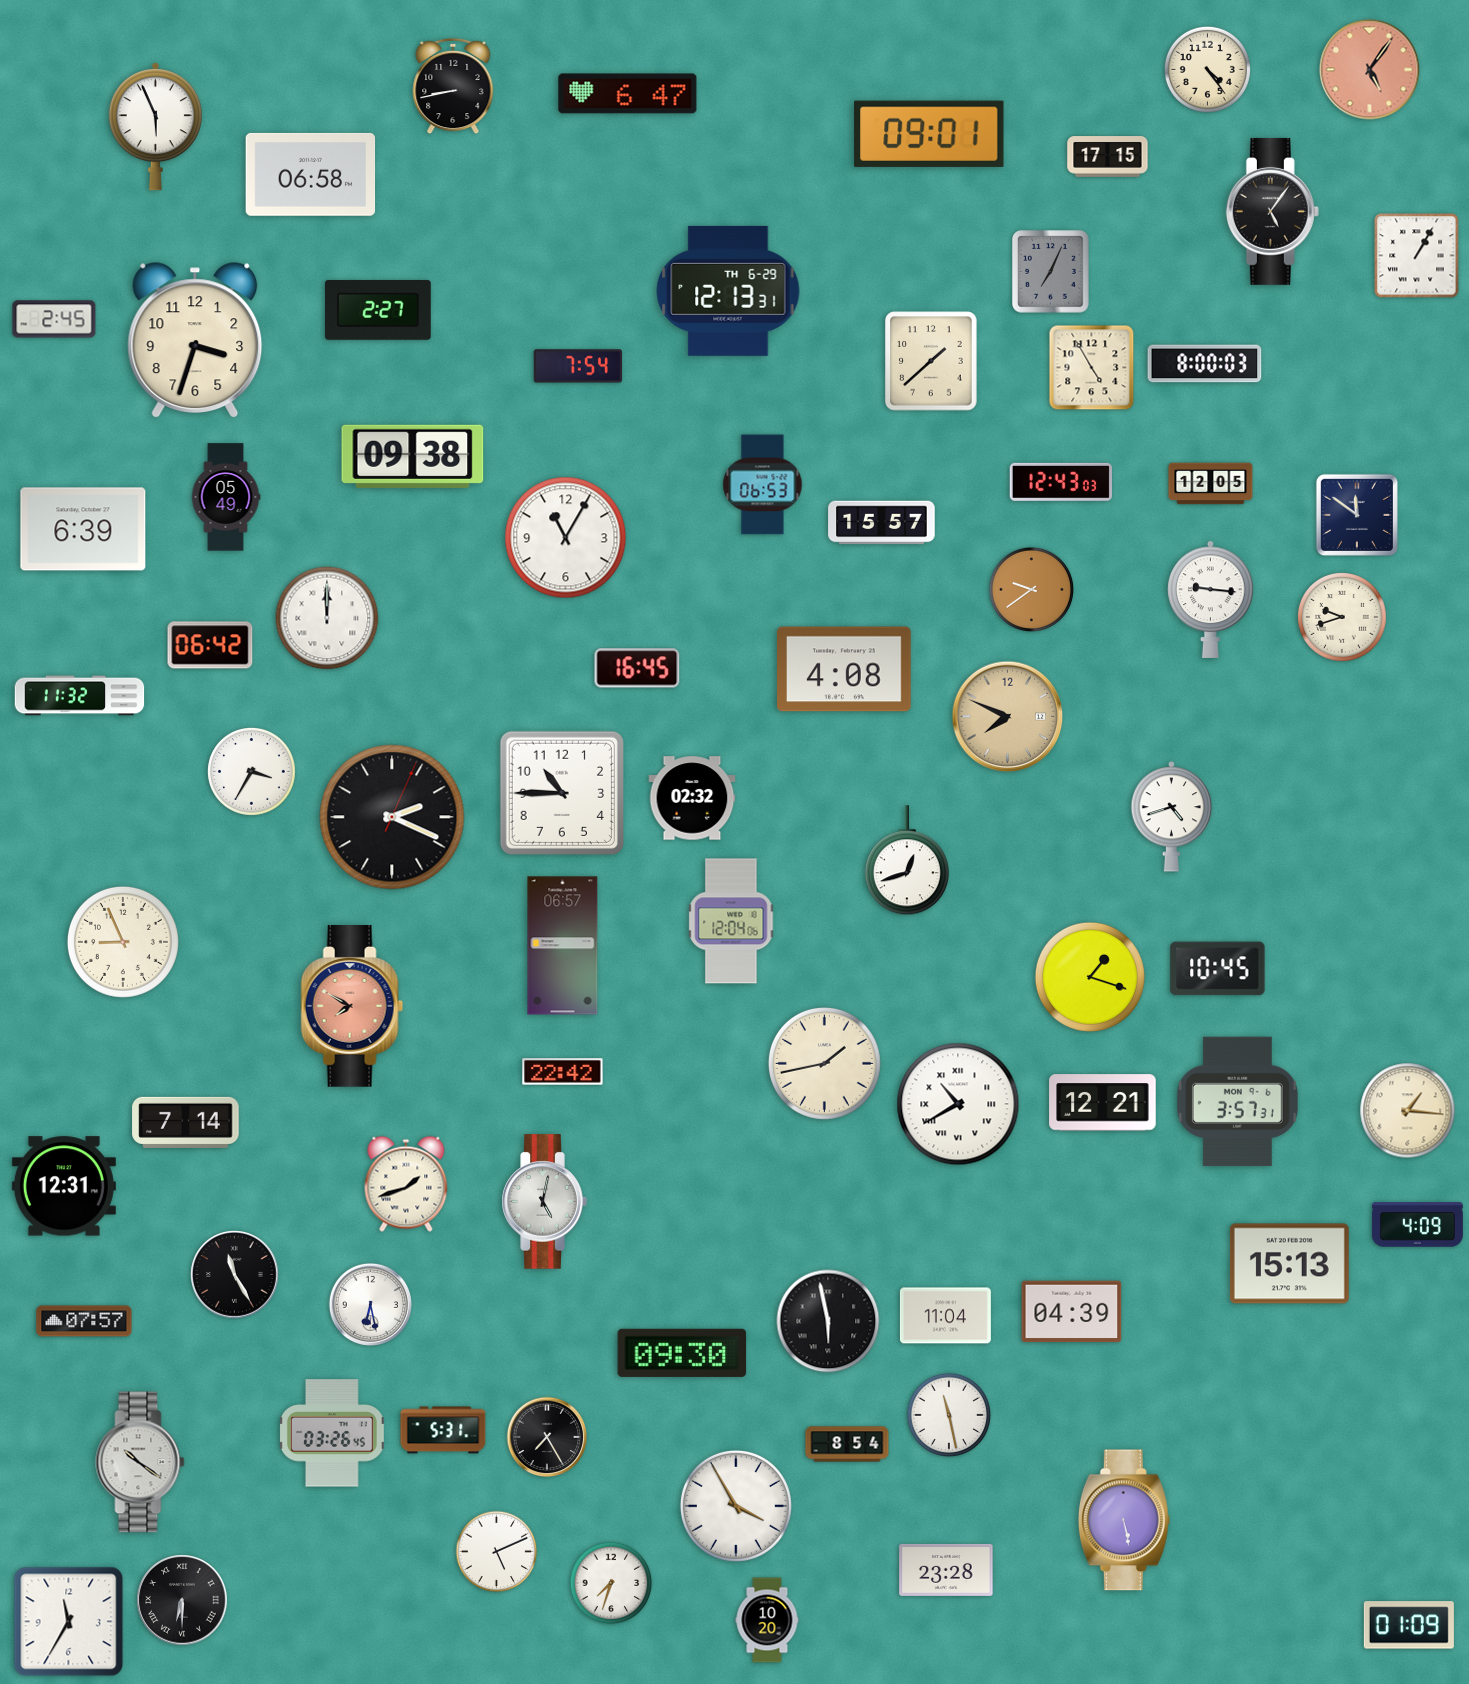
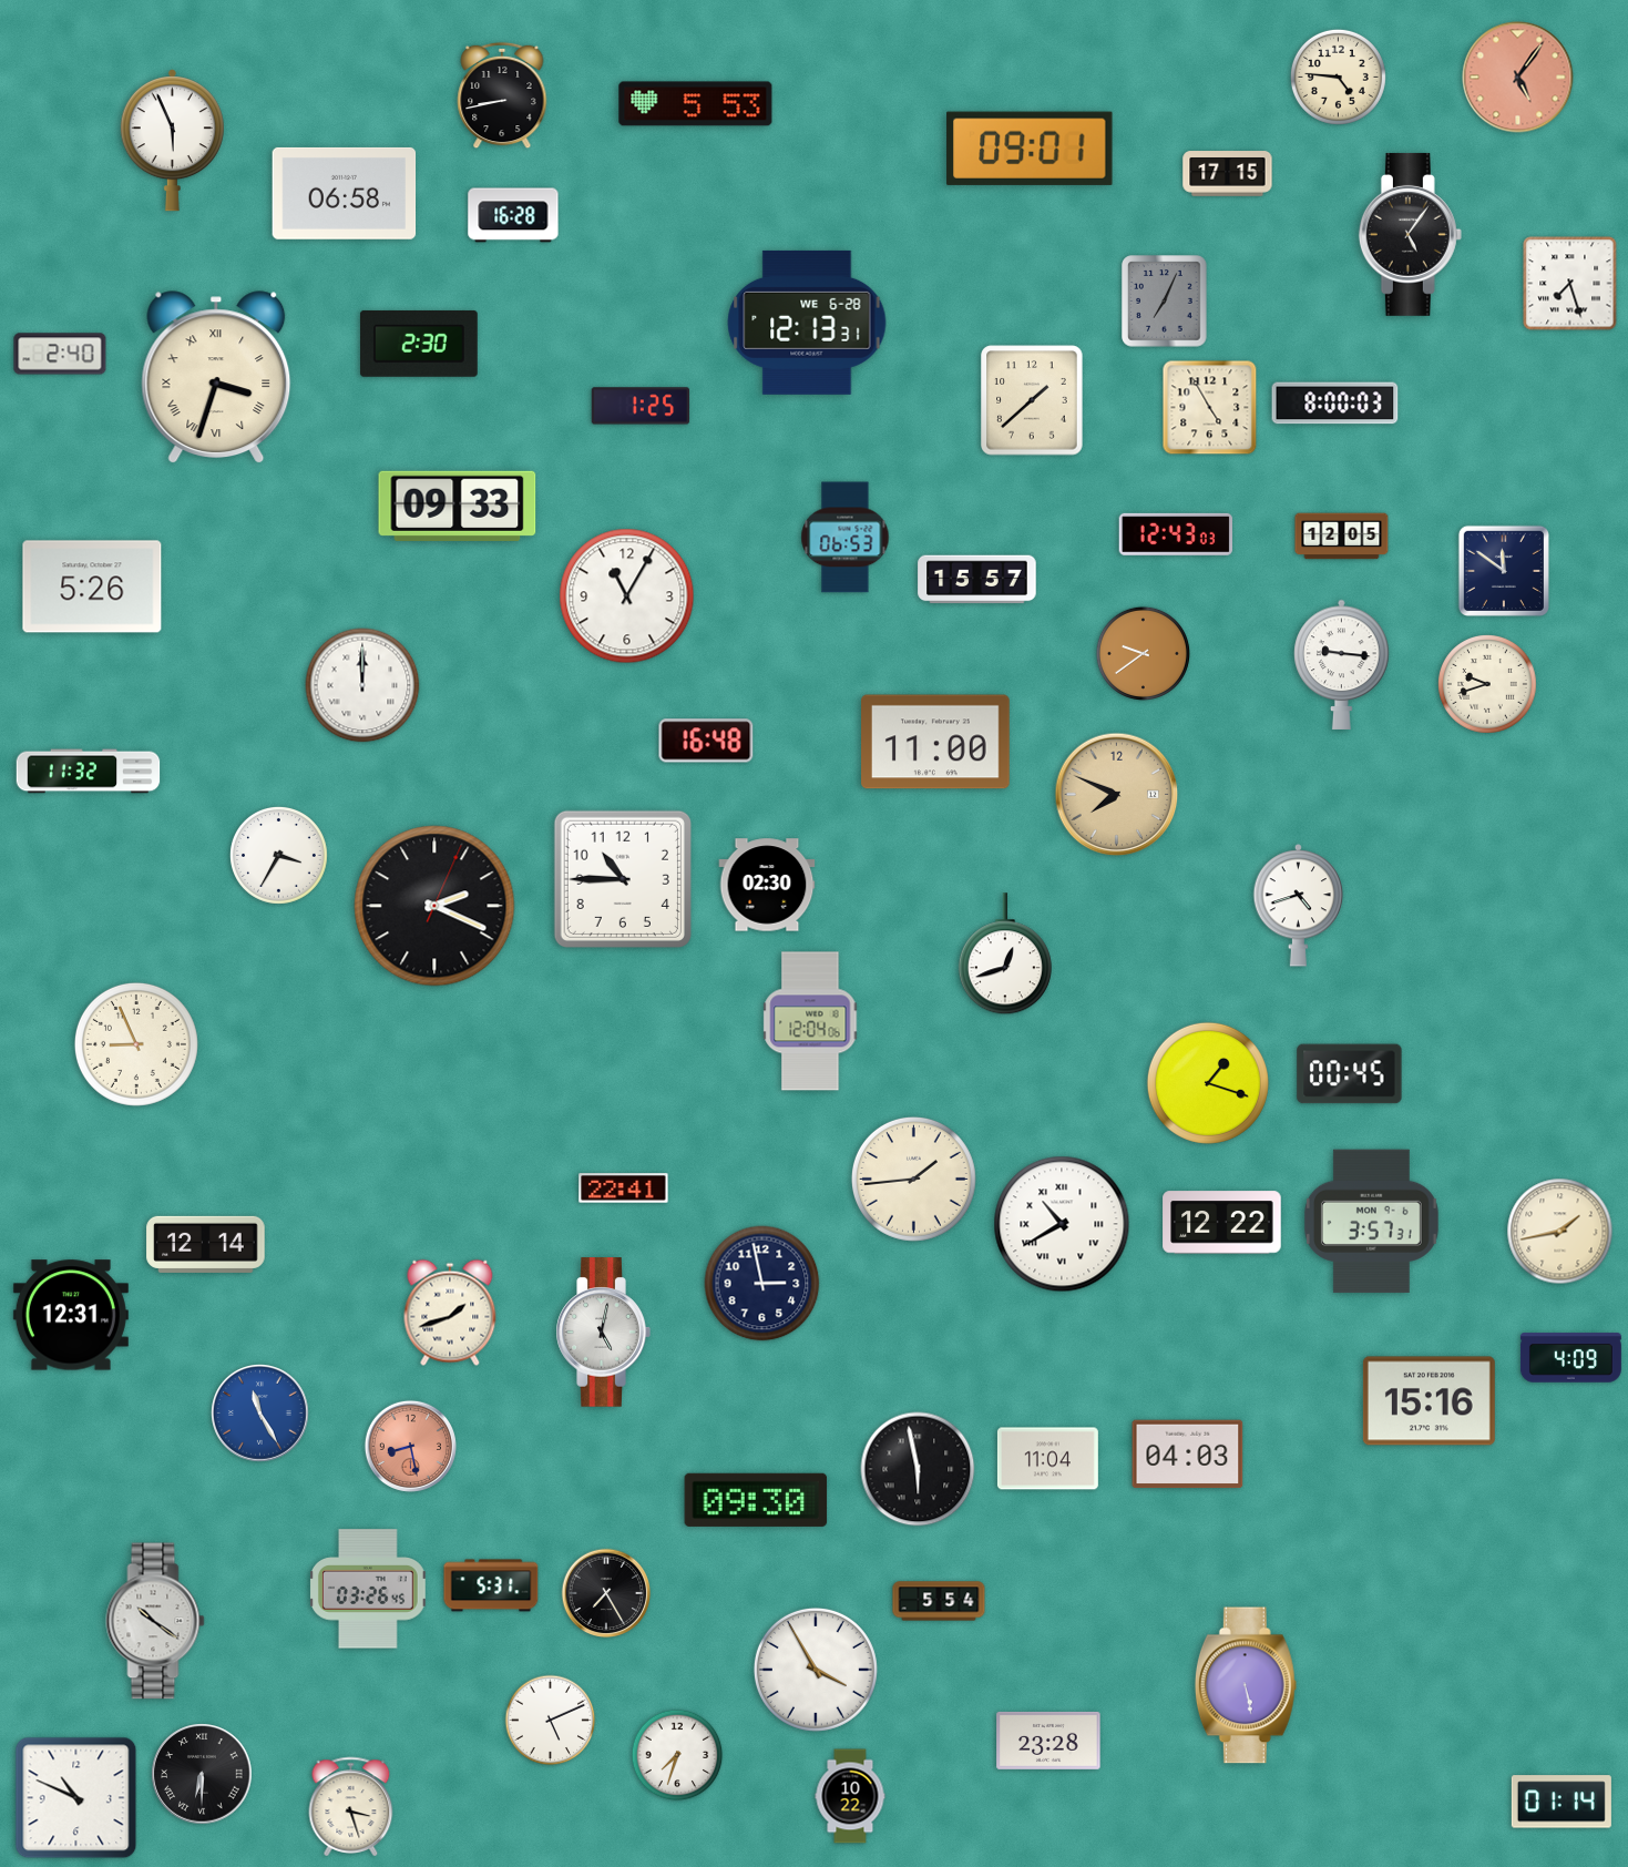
clock at (1207, 69): 4:24 -> 4:46
clock at (628, 94): 6:47 -> 5:53
clock at (513, 215): none -> 16:28
clock at (1417, 256): 1:05 -> 7:27
clock at (728, 291) date: TH 6-29 -> WE 6-28
clock at (378, 310): 2:27 -> 2:30
clock at (54, 319): 2:45 -> 2:40
clock at (195, 340) numerals: Arabic -> Roman
clock at (578, 366): 7:54 -> 1:25
clock at (413, 456): 09:38 -> 09:33
clock at (226, 497): 05:49 -> none
clock at (83, 529): 6:39 -> 5:26
clock at (210, 645): 06:42 -> none
clock at (637, 668): 16:45 -> 16:48
clock at (845, 669): 4:08 -> 11:00
clock at (692, 798): 02:32 -> 02:30
clock at (563, 946): 06:57 -> none
clock at (1218, 969): 10:45 -> 00:45
clock at (352, 1007): 7:50 -> none
clock at (824, 1063): 1:43 -> 1:44
clock at (563, 1072): 22:42 -> 22:41
clock at (1103, 1103): 12:21 -> 12:22
clock at (1408, 1111): 1:16 -> 1:43
clock at (186, 1122): 7:14 -> 12:14
clock at (762, 1284): none -> 2:58
clock at (1289, 1264): 15:13 -> 15:16
clock at (235, 1275) dial: black -> blue
clock at (370, 1304): 6:28 -> 8:28
clock at (370, 1304) dial: white -> salmon
clock at (1072, 1312): 04:39 -> 04:03
clock at (84, 1321): 07:57 -> none
clock at (828, 1321) position: (828, 1321) -> (918, 1469)
clock at (949, 1415): 11:28 -> none
clock at (847, 1444): 8:54 -> 5:54
clock at (767, 1620): 10:20 -> 10:22
clock at (69, 1622): 11:35 -> 10:49
clock at (1409, 1625): 01:09 -> 01:14
clock at (351, 1806): none -> 3:27
